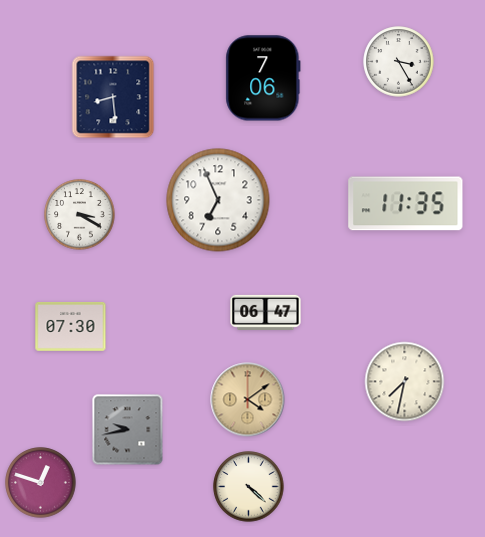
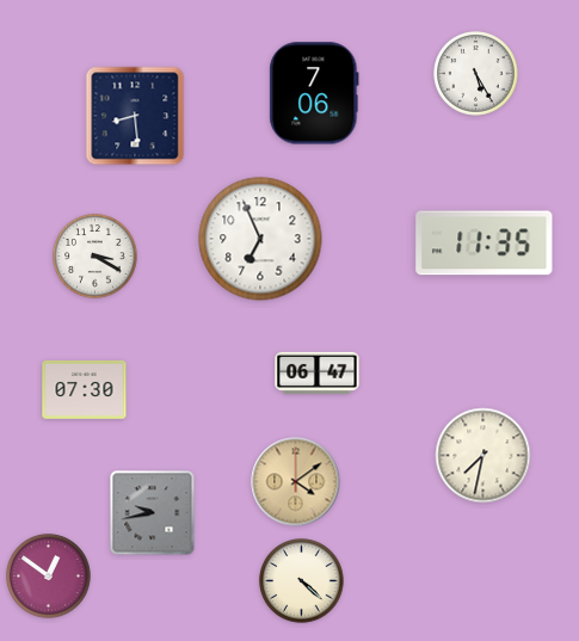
clock at (399, 62): 3:25 -> 5:25
clock at (248, 400) position: (248, 400) -> (296, 482)
clock at (41, 483): 12:48 -> 12:51
clock at (249, 487) position: (249, 487) -> (302, 581)
